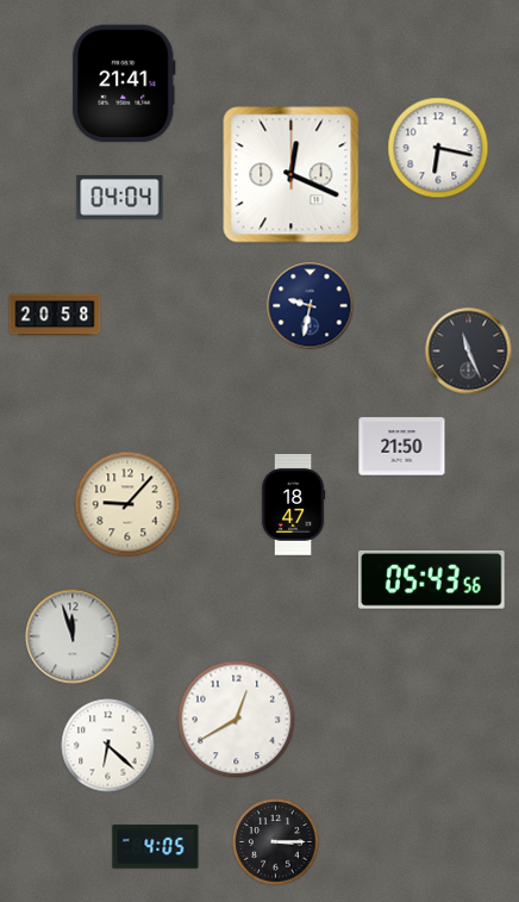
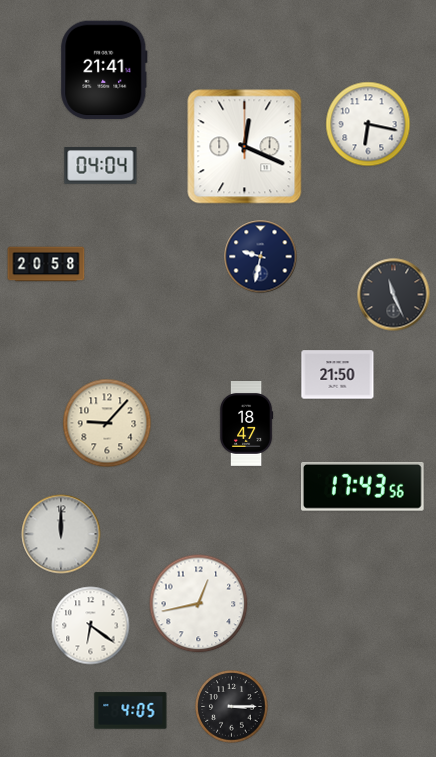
clock at (431, 579): 05:43 -> 17:43
clock at (73, 636): 11:57 -> 12:00
clock at (237, 720): 12:40 -> 12:43
clock at (108, 746): 6:22 -> 6:21
